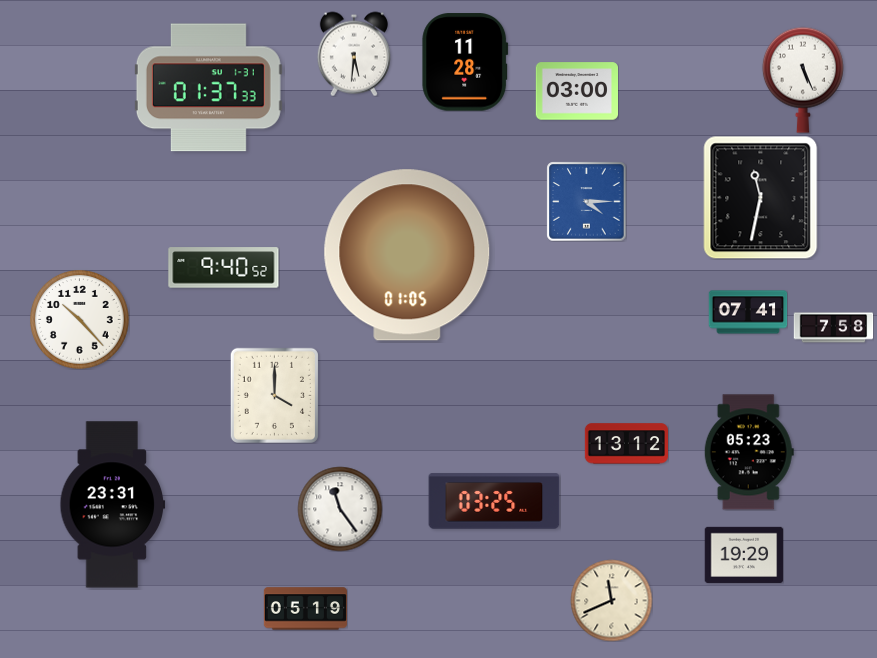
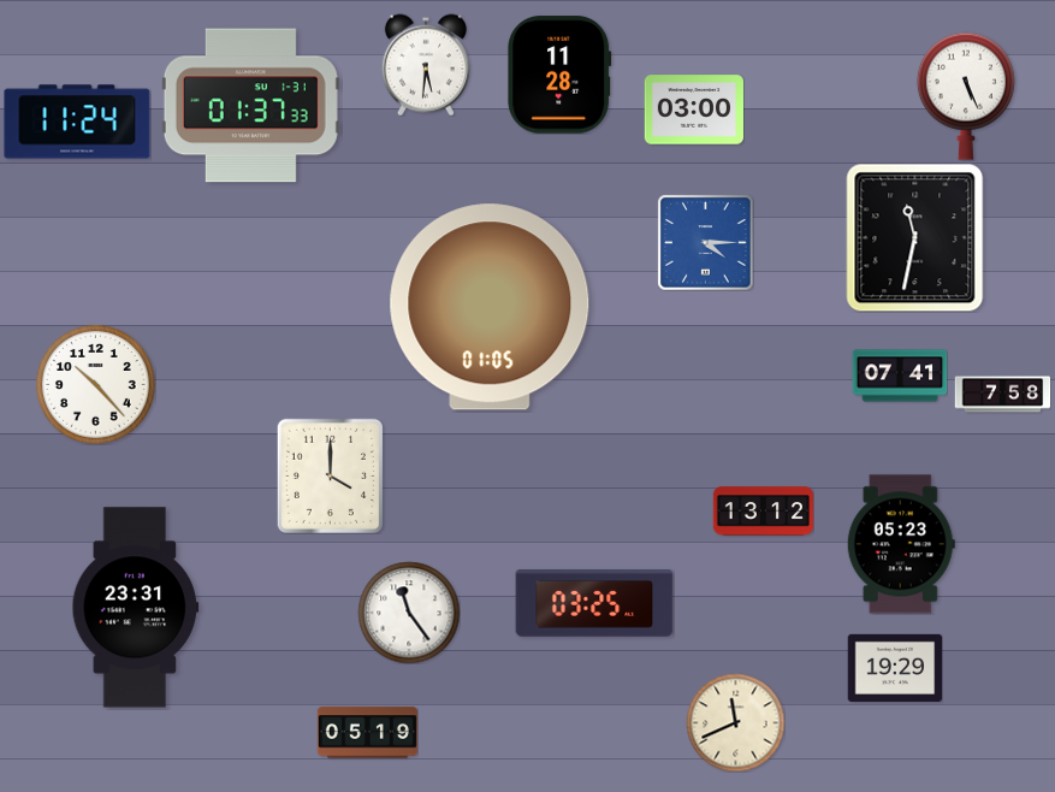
clock at (77, 122): none -> 11:24
clock at (224, 268): 9:40 -> none
clock at (626, 444) position: (626, 444) -> (763, 512)
